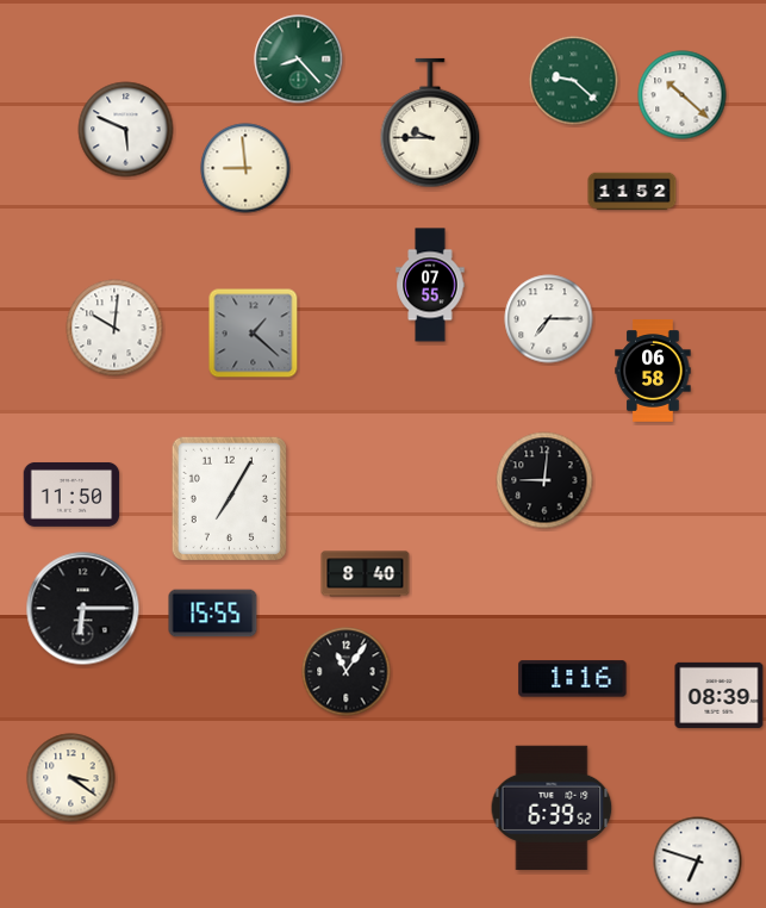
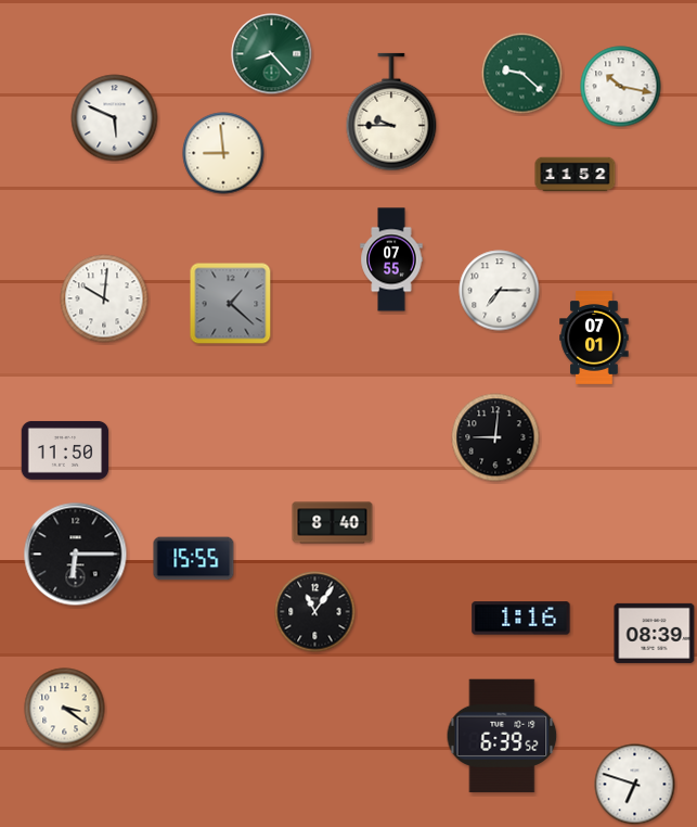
clock at (683, 95): 10:22 -> 10:17
clock at (653, 372): 06:58 -> 07:01
clock at (229, 498): 7:05 -> none
